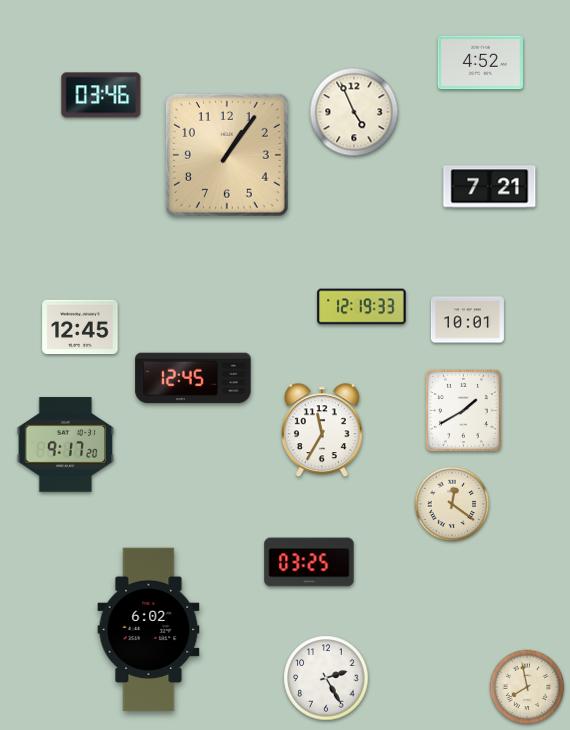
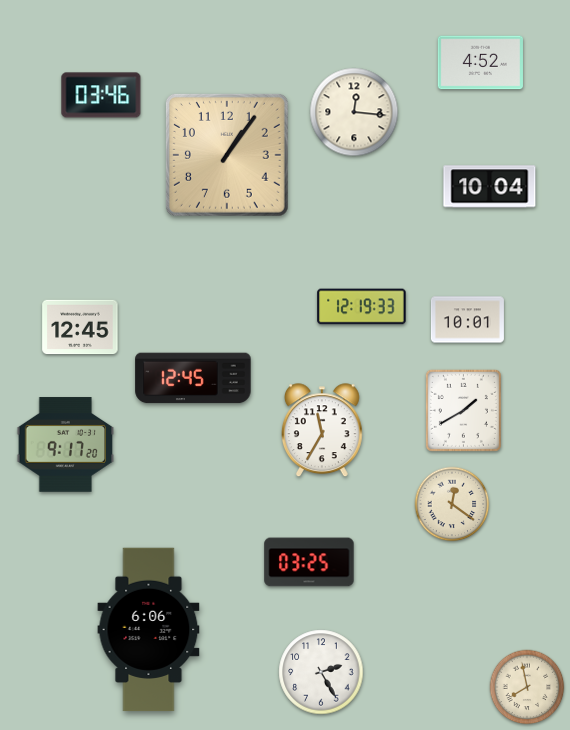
clock at (354, 112): 4:56 -> 12:16
clock at (490, 187): 7:21 -> 10:04
clock at (149, 630): 6:02 -> 6:06
clock at (326, 678) position: (326, 678) -> (321, 672)
